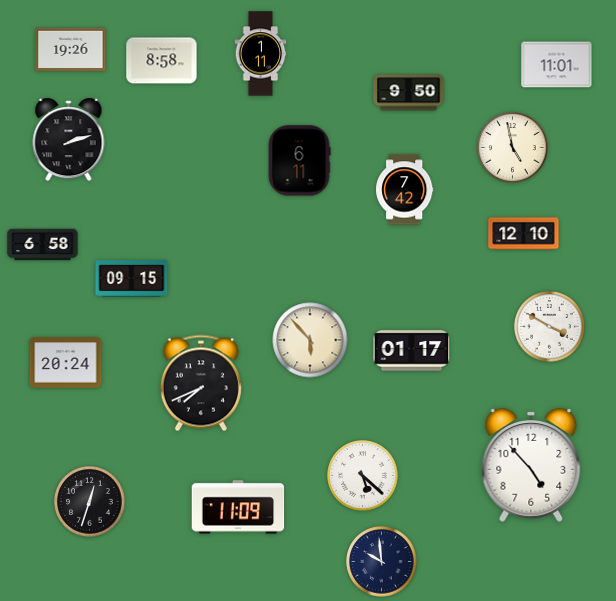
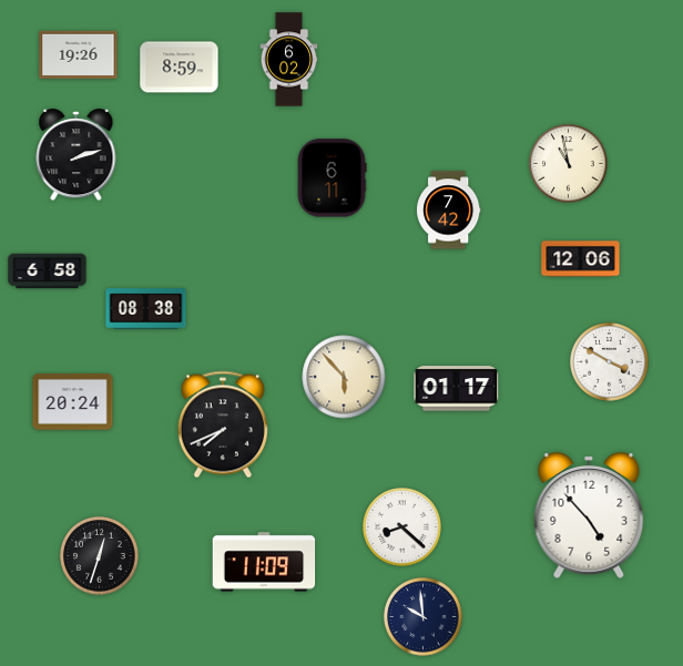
clock at (261, 54): 1:11 -> 6:02
clock at (162, 61): 8:58 -> 8:59
clock at (557, 65): 11:01 -> none
clock at (409, 93): 9:50 -> none
clock at (513, 148): 4:58 -> 10:58
clock at (524, 234): 12:10 -> 12:06
clock at (132, 279): 09:15 -> 08:38
clock at (363, 476): 5:22 -> 8:22
clock at (382, 562) position: (382, 562) -> (424, 617)
